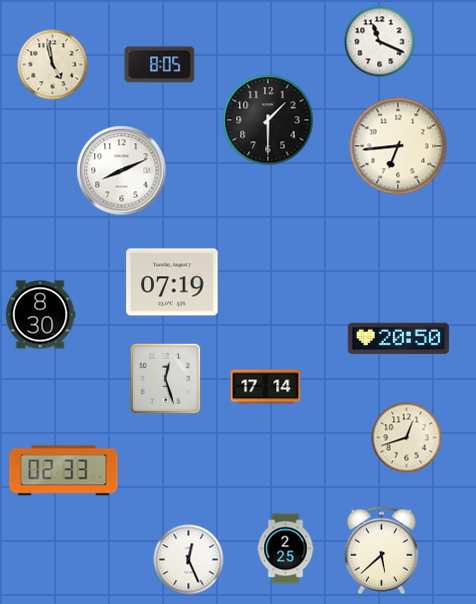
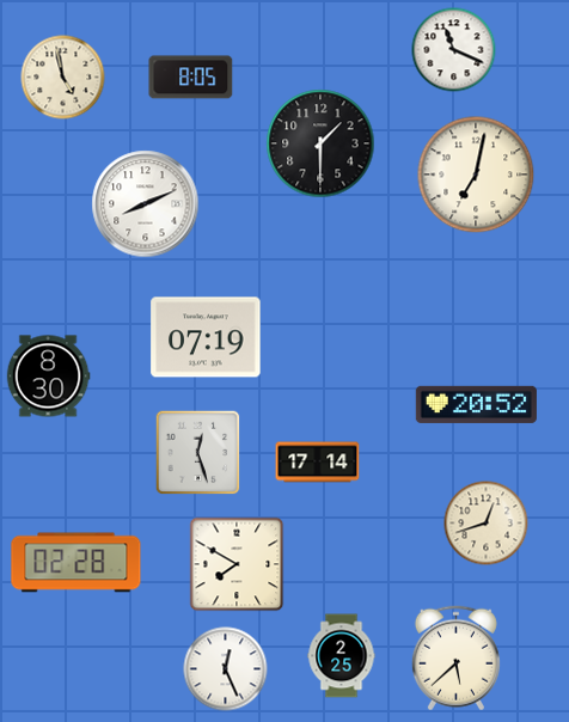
clock at (398, 146): 6:44 -> 7:02
clock at (398, 338): 20:50 -> 20:52
clock at (64, 471): 02:33 -> 02:28
clock at (237, 564): none -> 7:50
